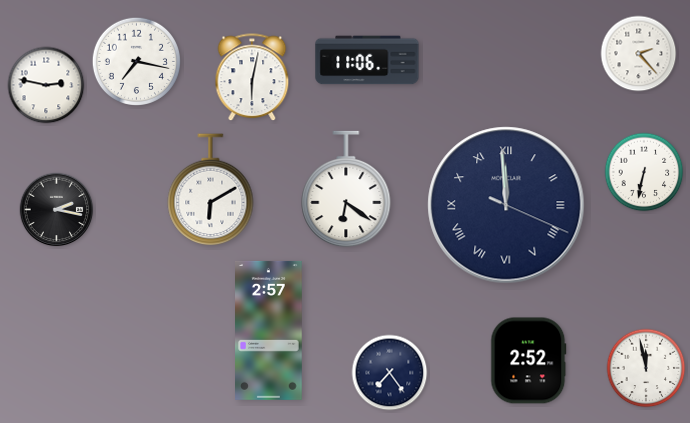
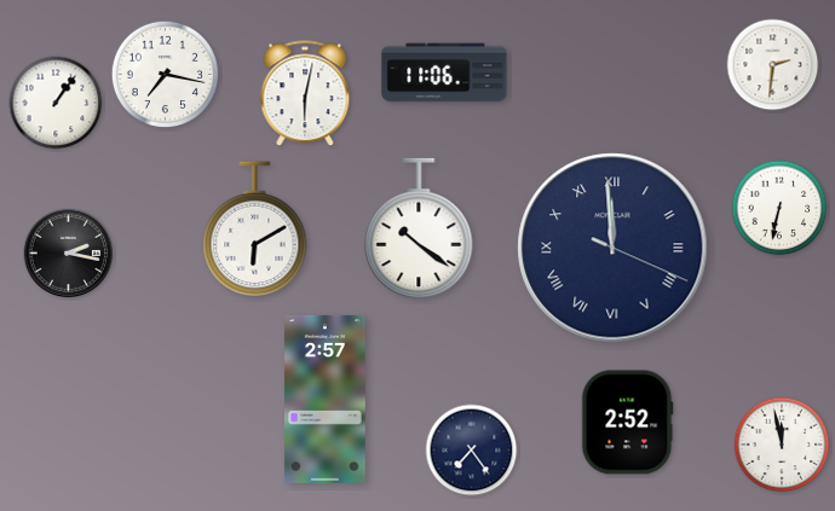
clock at (639, 54): 2:23 -> 2:31
clock at (46, 85): 2:47 -> 1:06
clock at (346, 189): 6:21 -> 10:21
clock at (529, 361) position: (529, 361) -> (628, 423)
